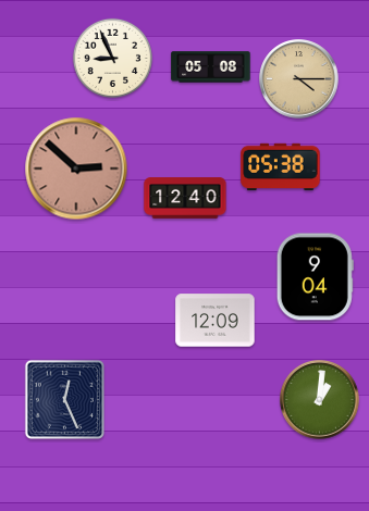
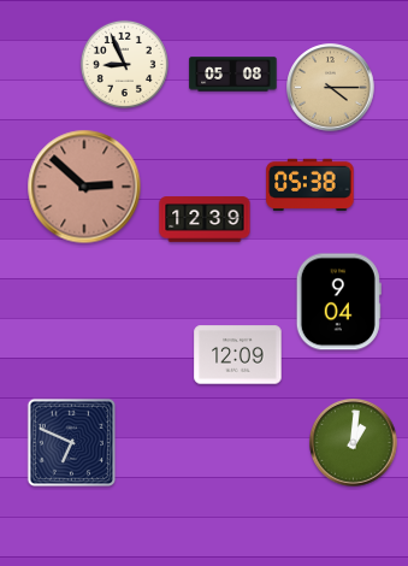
clock at (185, 198): 12:40 -> 12:39
clock at (315, 277) position: (315, 277) -> (338, 302)
clock at (65, 400): 12:26 -> 6:49
